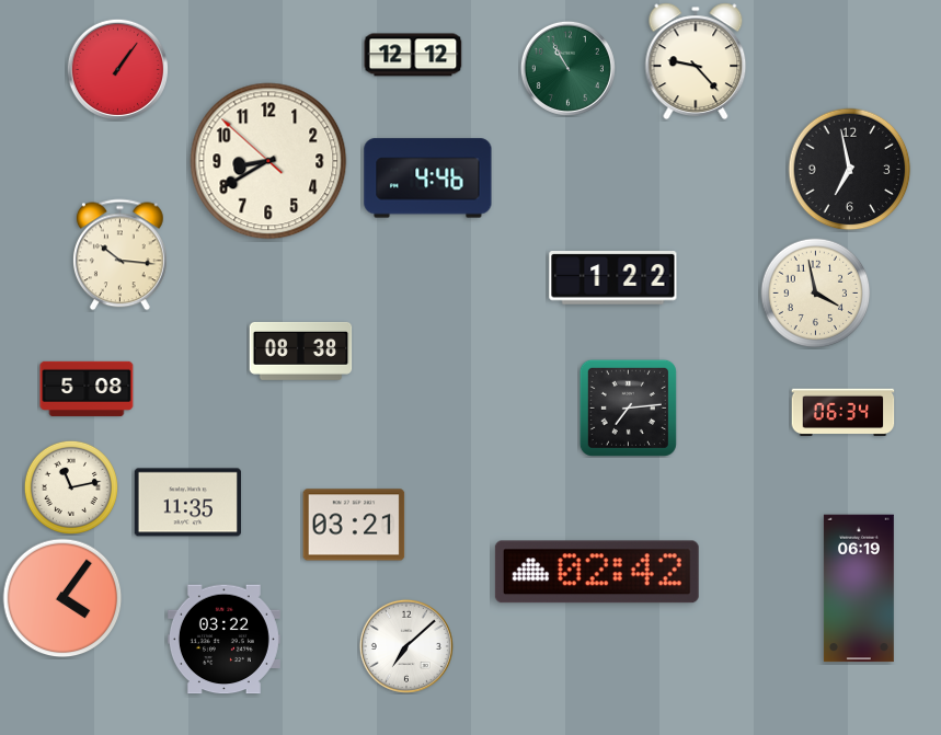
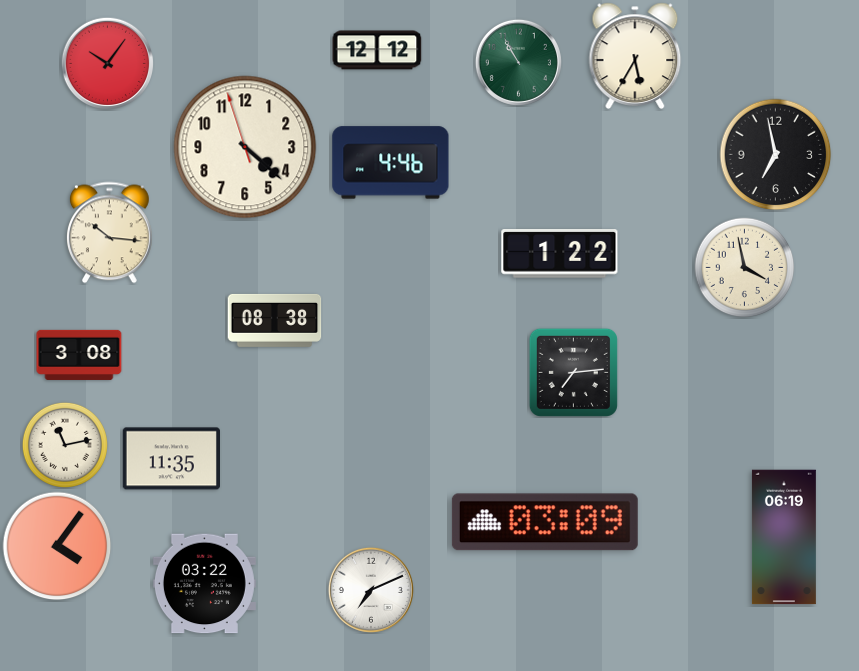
clock at (696, 61): 9:23 -> 5:35
clock at (117, 69): 1:06 -> 10:06
clock at (268, 161): 8:39 -> 4:21
clock at (87, 389): 5:08 -> 3:08
clock at (844, 413): 06:34 -> none
clock at (354, 525): 03:21 -> none
clock at (597, 572): 02:42 -> 03:09
clock at (406, 646): 7:08 -> 7:11
